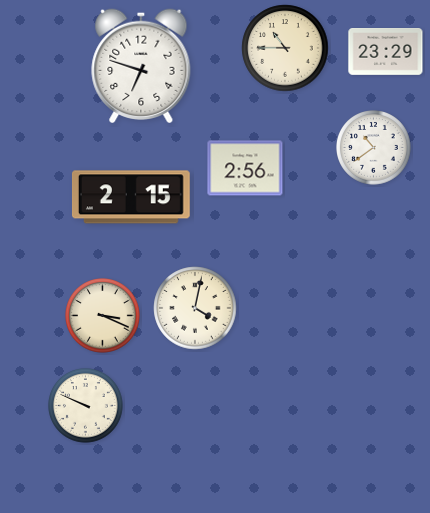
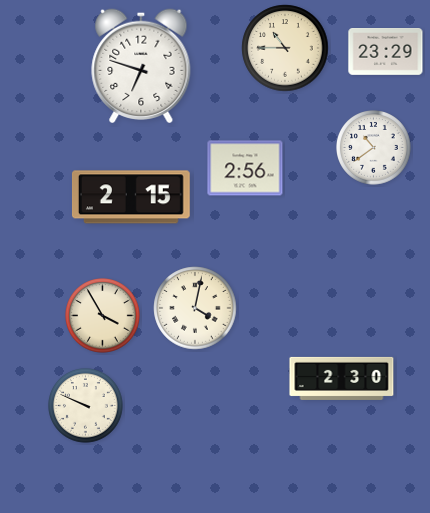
clock at (103, 316): 3:19 -> 3:55
clock at (342, 378): none -> 2:30
